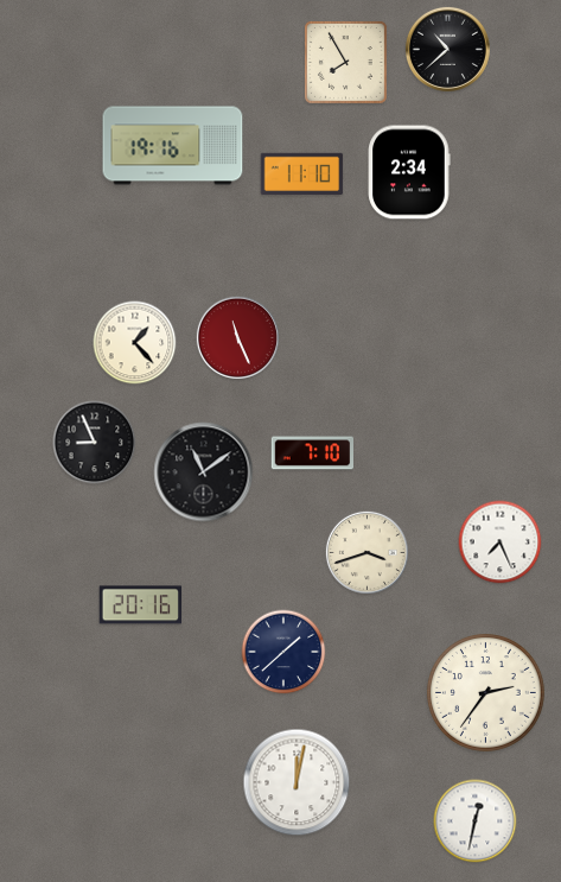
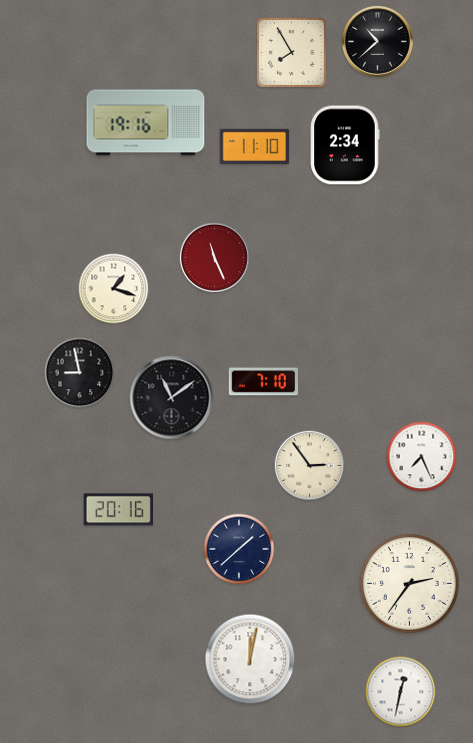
clock at (237, 337) position: (237, 337) -> (214, 257)
clock at (135, 343): 1:23 -> 1:18
clock at (95, 443): 8:56 -> 8:58
clock at (366, 552): 3:42 -> 2:54
